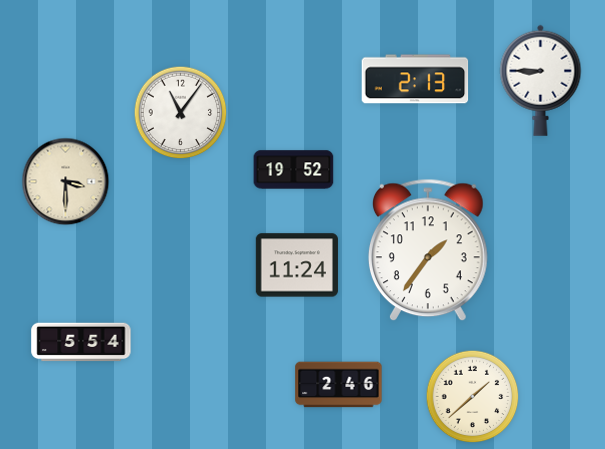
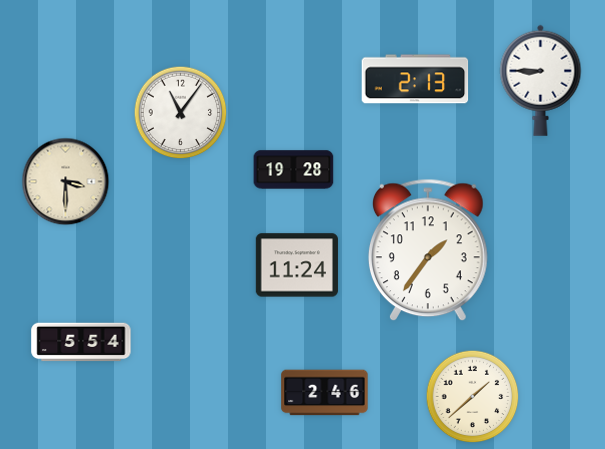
clock at (294, 170): 19:52 -> 19:28
clock at (339, 385) position: (339, 385) -> (325, 393)
